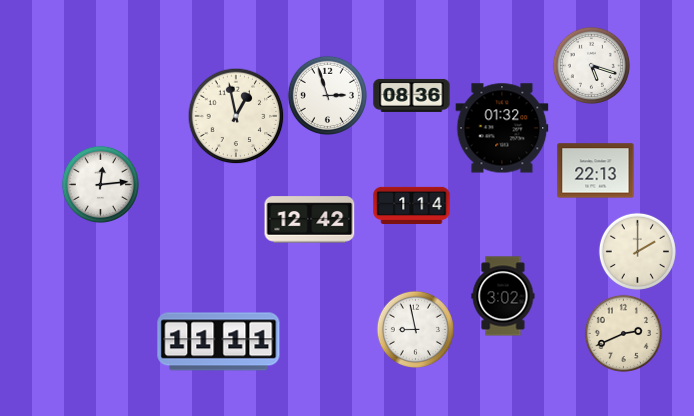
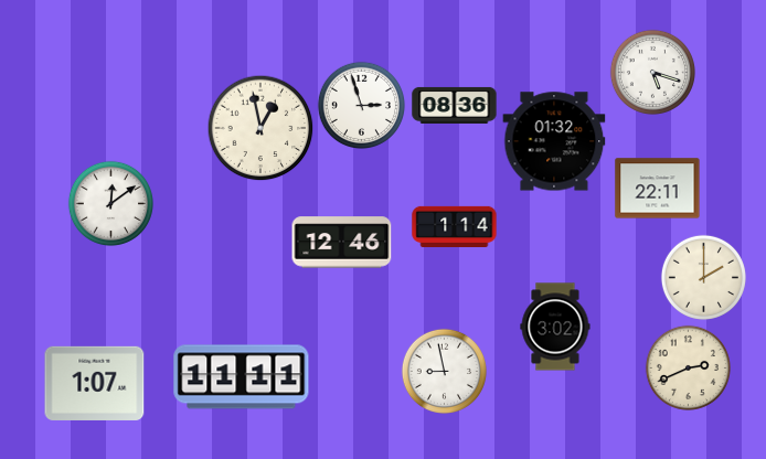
clock at (596, 171): 22:13 -> 22:11
clock at (100, 184): 12:14 -> 12:09
clock at (310, 220): 12:42 -> 12:46
clock at (415, 329) position: (415, 329) -> (444, 371)
clock at (95, 383): none -> 1:07
